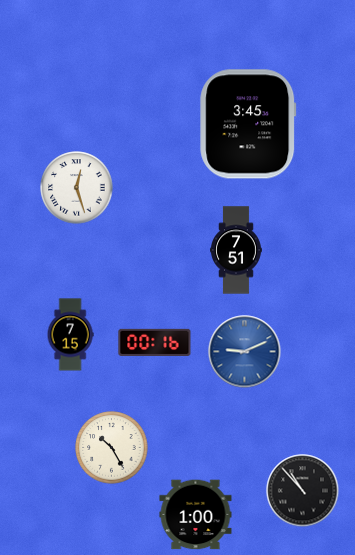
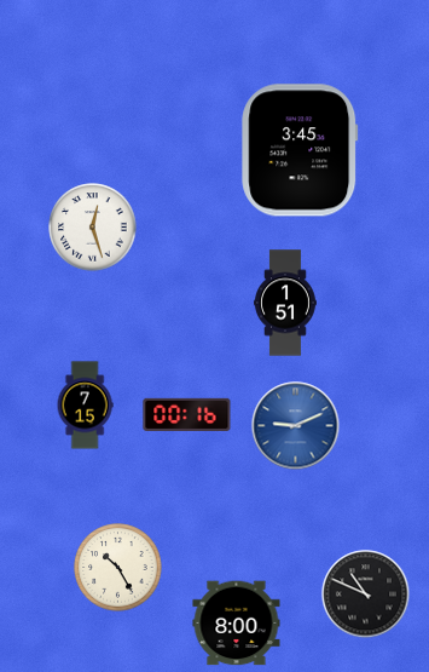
clock at (236, 250): 7:51 -> 1:51
clock at (112, 448) position: (112, 448) -> (118, 568)
clock at (303, 491): 10:53 -> 10:49
clock at (196, 515): 1:00 -> 8:00
